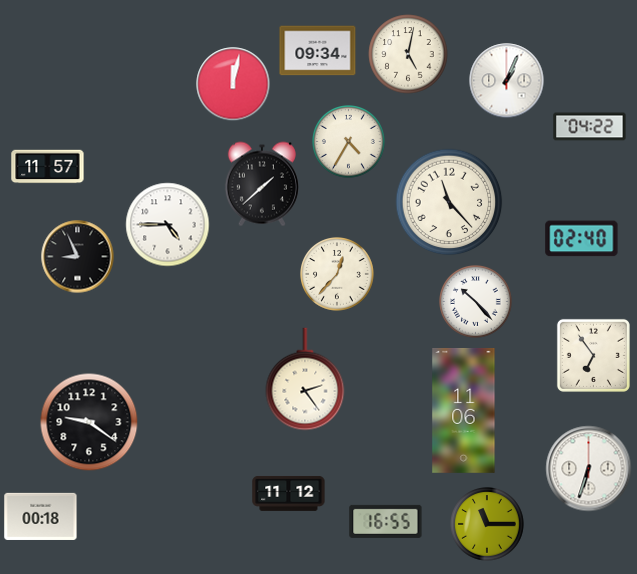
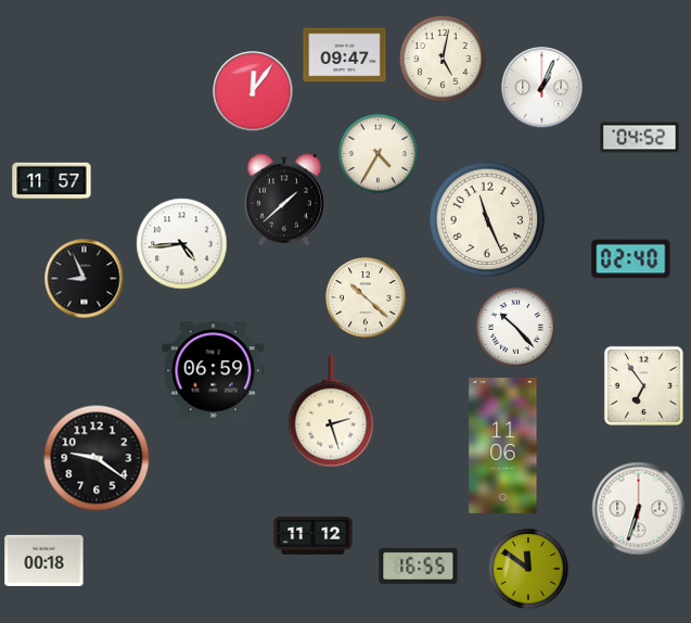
clock at (318, 51): 09:34 -> 09:47
clock at (507, 81) position: (507, 81) -> (542, 88)
clock at (233, 84): 12:02 -> 12:06
clock at (590, 127): 04:22 -> 04:52
clock at (449, 202): 11:23 -> 11:26
clock at (168, 225): 4:45 -> 4:44
clock at (338, 275): 12:37 -> 10:22
clock at (214, 371): none -> 06:59
clock at (305, 379): 2:24 -> 2:27
clock at (488, 525): 11:15 -> 11:51
